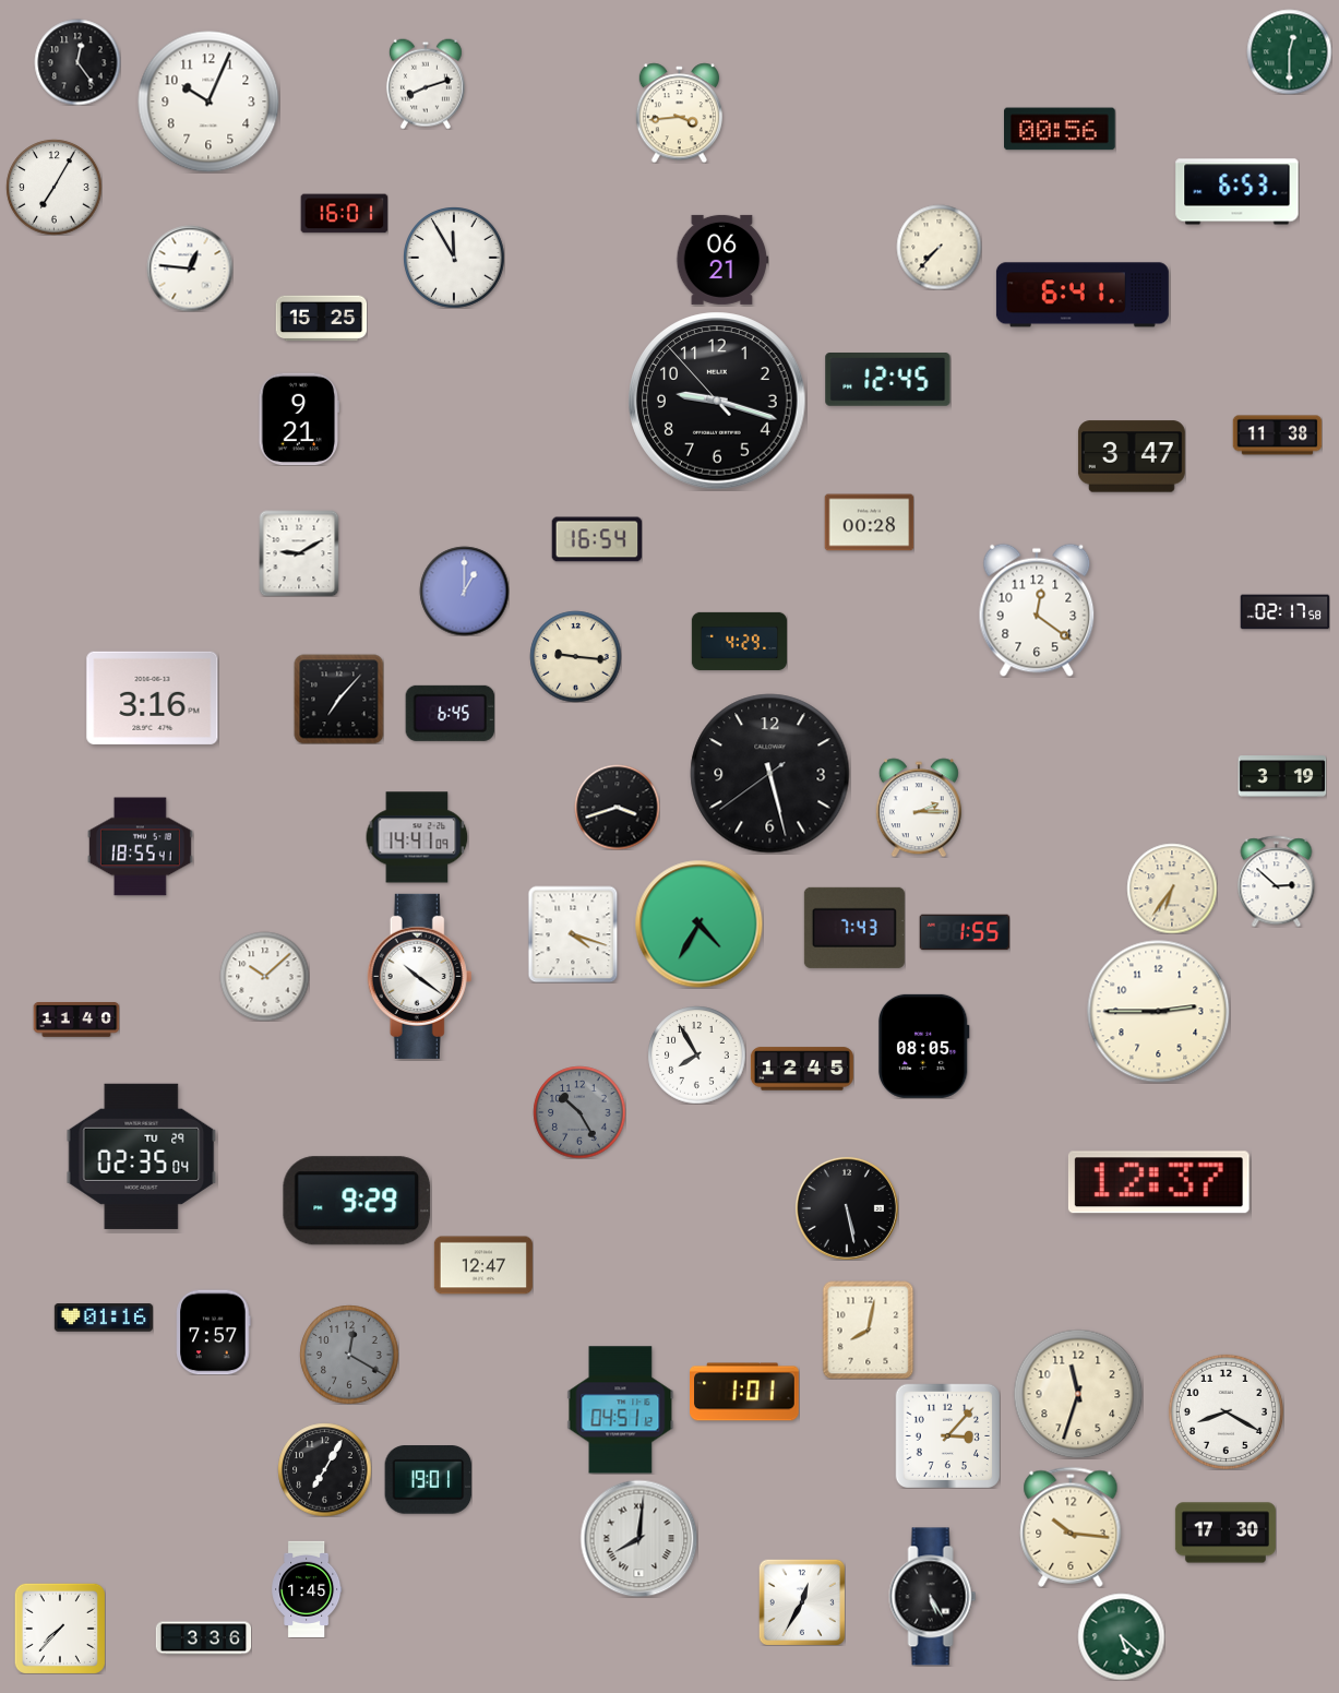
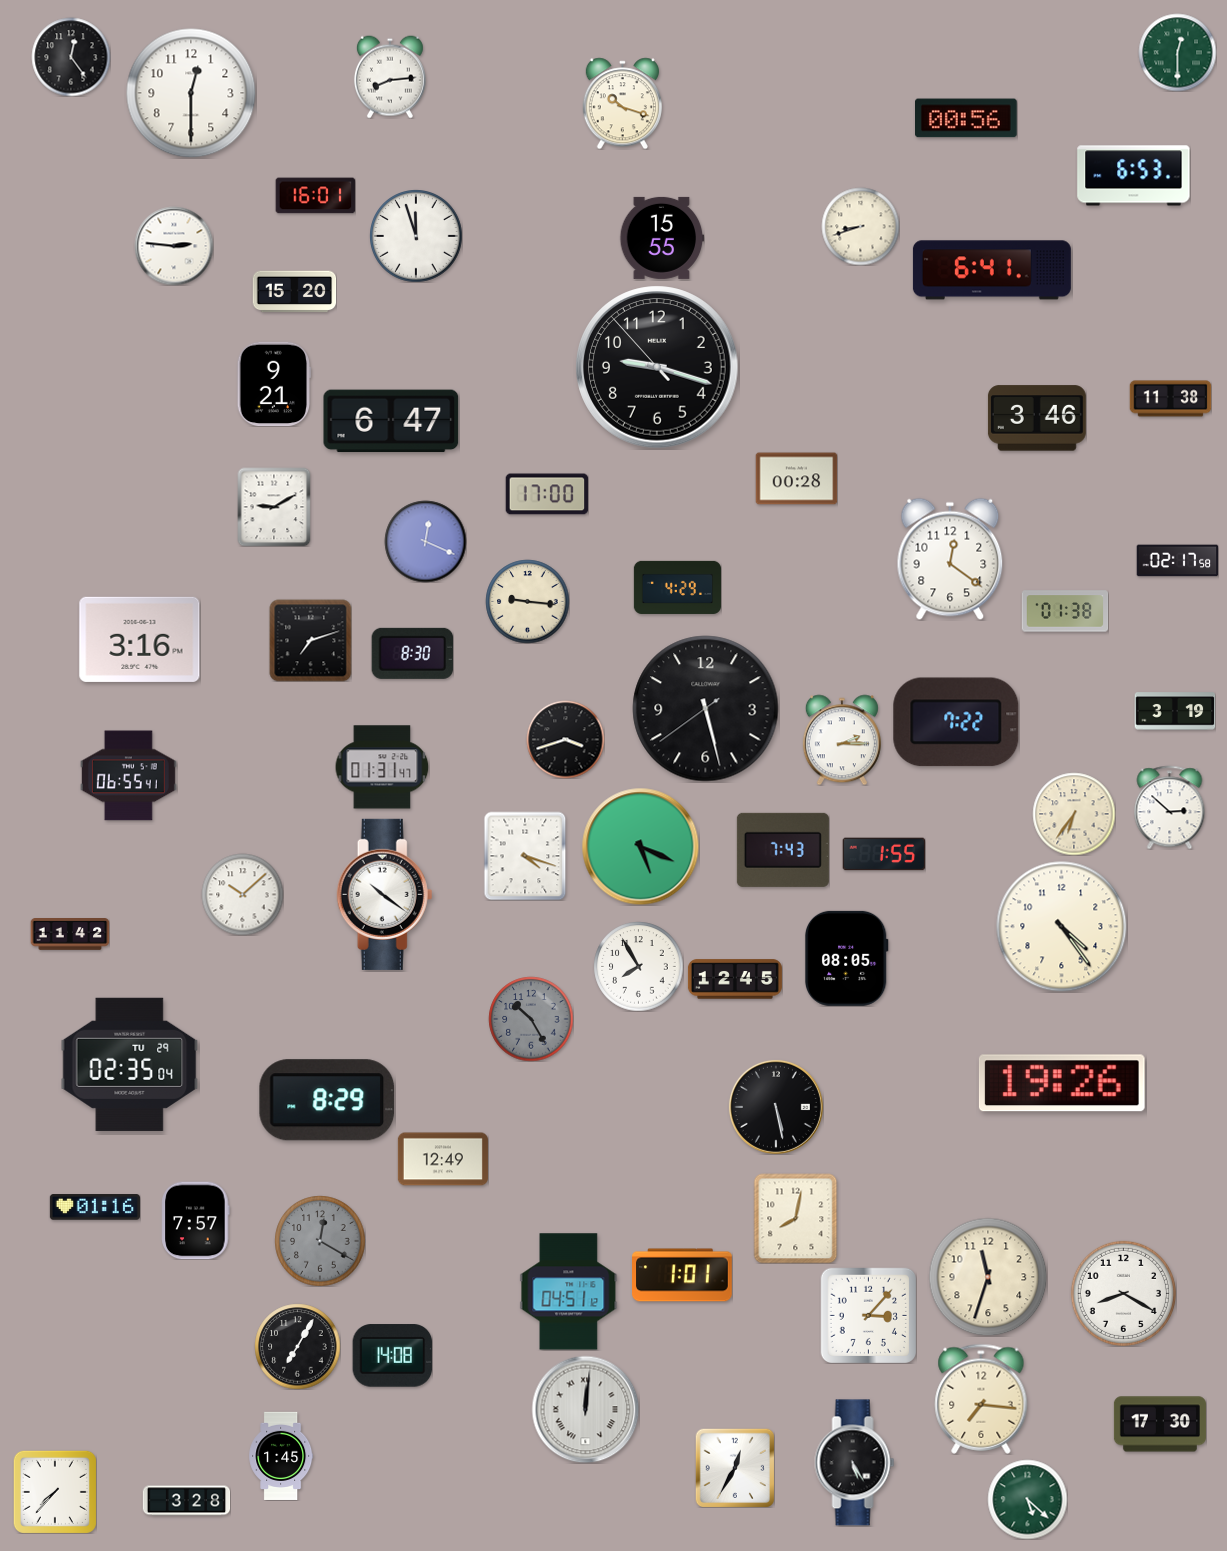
clock at (1289, 51) position: (1289, 51) -> (1177, 52)
clock at (426, 84): 8:12 -> 8:14
clock at (208, 102): 10:04 -> 12:30
clock at (679, 112): 3:44 -> 10:18
clock at (1061, 129) position: (1061, 129) -> (967, 118)
clock at (53, 187): 7:05 -> none
clock at (939, 247): 7:37 -> 8:42
clock at (454, 258): 11:55 -> 11:57
clock at (722, 260): 06:21 -> 15:55
clock at (190, 269): 12:46 -> 2:46
clock at (321, 319): 15:25 -> 15:20
clock at (888, 380): 12:45 -> none
clock at (1132, 456): 3:47 -> 3:46
clock at (391, 421): none -> 6:47
clock at (597, 539): 16:54 -> 17:00
clock at (464, 591): 1:00 -> 12:19
clock at (1065, 611): none -> 01:38
clock at (338, 699): 7:07 -> 7:12
clock at (450, 713): 6:45 -> 8:30
clock at (956, 722): none -> 7:22
clock at (417, 837): 14:41 -> 01:31
clock at (140, 847): 18:55 -> 06:55
clock at (698, 923): 4:35 -> 5:19
clock at (1159, 1012): 2:45 -> 4:24
clock at (76, 1021): 11:40 -> 11:42
clock at (142, 1156) position: (142, 1156) -> (130, 1064)
clock at (1159, 1182): 12:37 -> 19:26
clock at (357, 1201): 9:29 -> 8:29
clock at (483, 1265): 12:47 -> 12:49
clock at (428, 1480): 19:01 -> 14:08
clock at (1071, 1527): 10:16 -> 7:16
clock at (1226, 1533) position: (1226, 1533) -> (1160, 1424)
clock at (638, 1538): 8:01 -> 12:01
clock at (203, 1638): 3:36 -> 3:28
